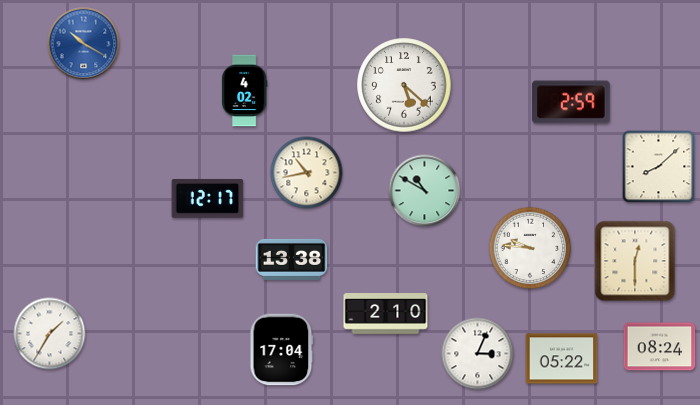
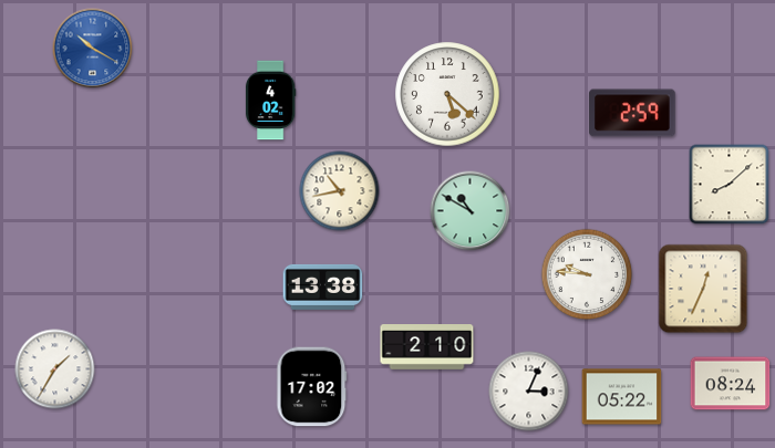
clock at (208, 199): 12:17 -> none
clock at (635, 261): 12:30 -> 12:34
clock at (282, 350): 17:04 -> 17:02
